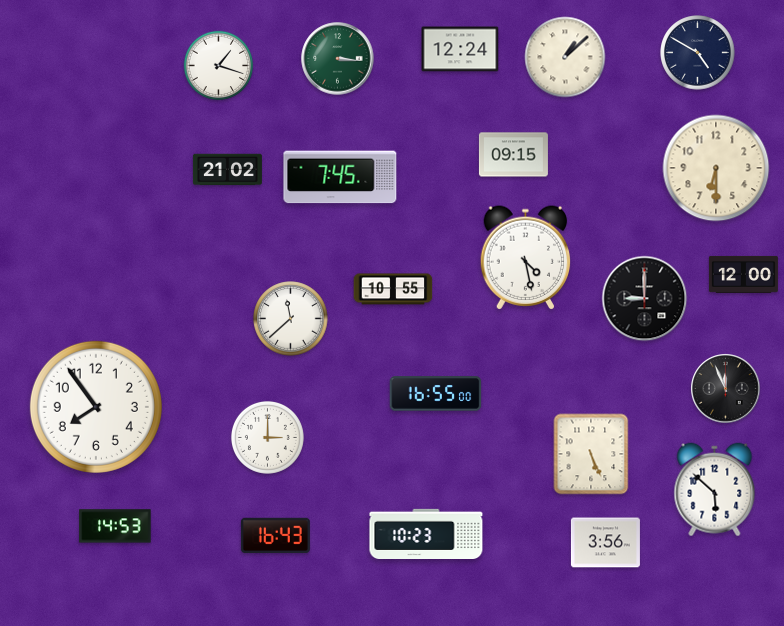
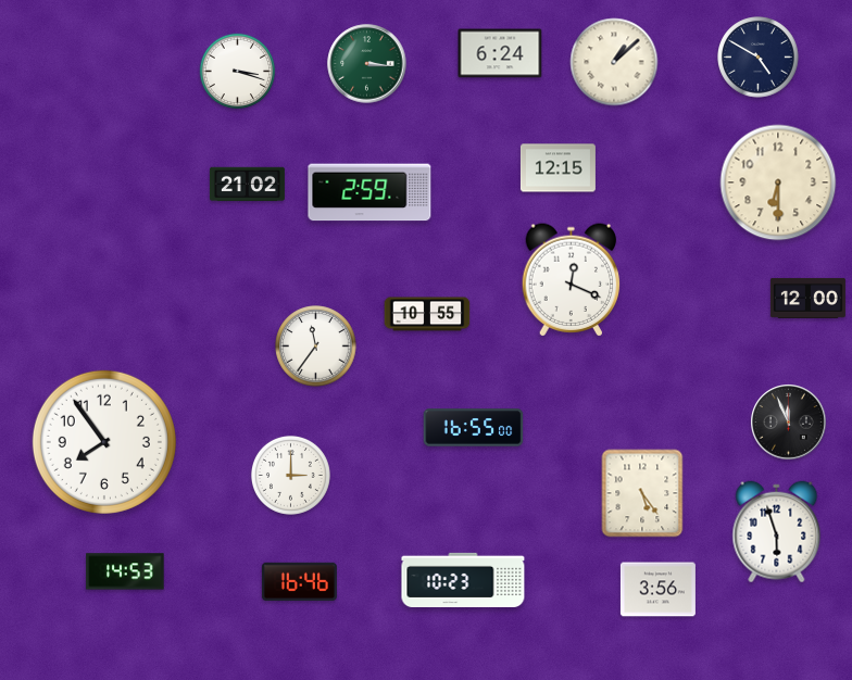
clock at (460, 49): 12:24 -> 6:24
clock at (219, 66): 1:18 -> 3:18
clock at (513, 155): 09:15 -> 12:15
clock at (340, 177): 7:45 -> 2:59
clock at (526, 258): 4:28 -> 12:19
clock at (645, 299): 9:00 -> none
clock at (291, 319): 11:38 -> 11:36
clock at (591, 454): 5:26 -> 5:24
clock at (715, 490): 5:52 -> 5:57
clock at (275, 536): 16:43 -> 16:46
